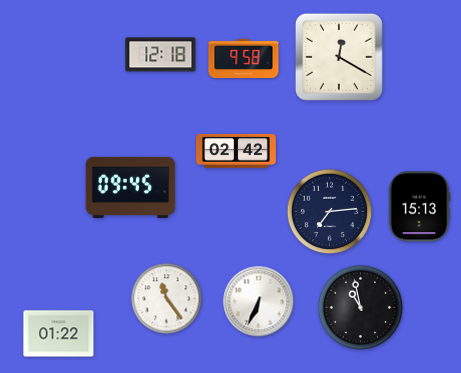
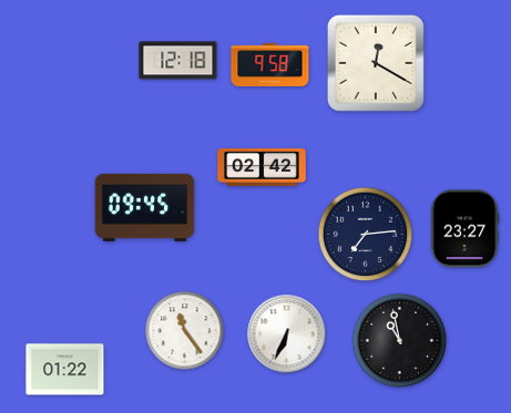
clock at (419, 207): 15:13 -> 23:27
